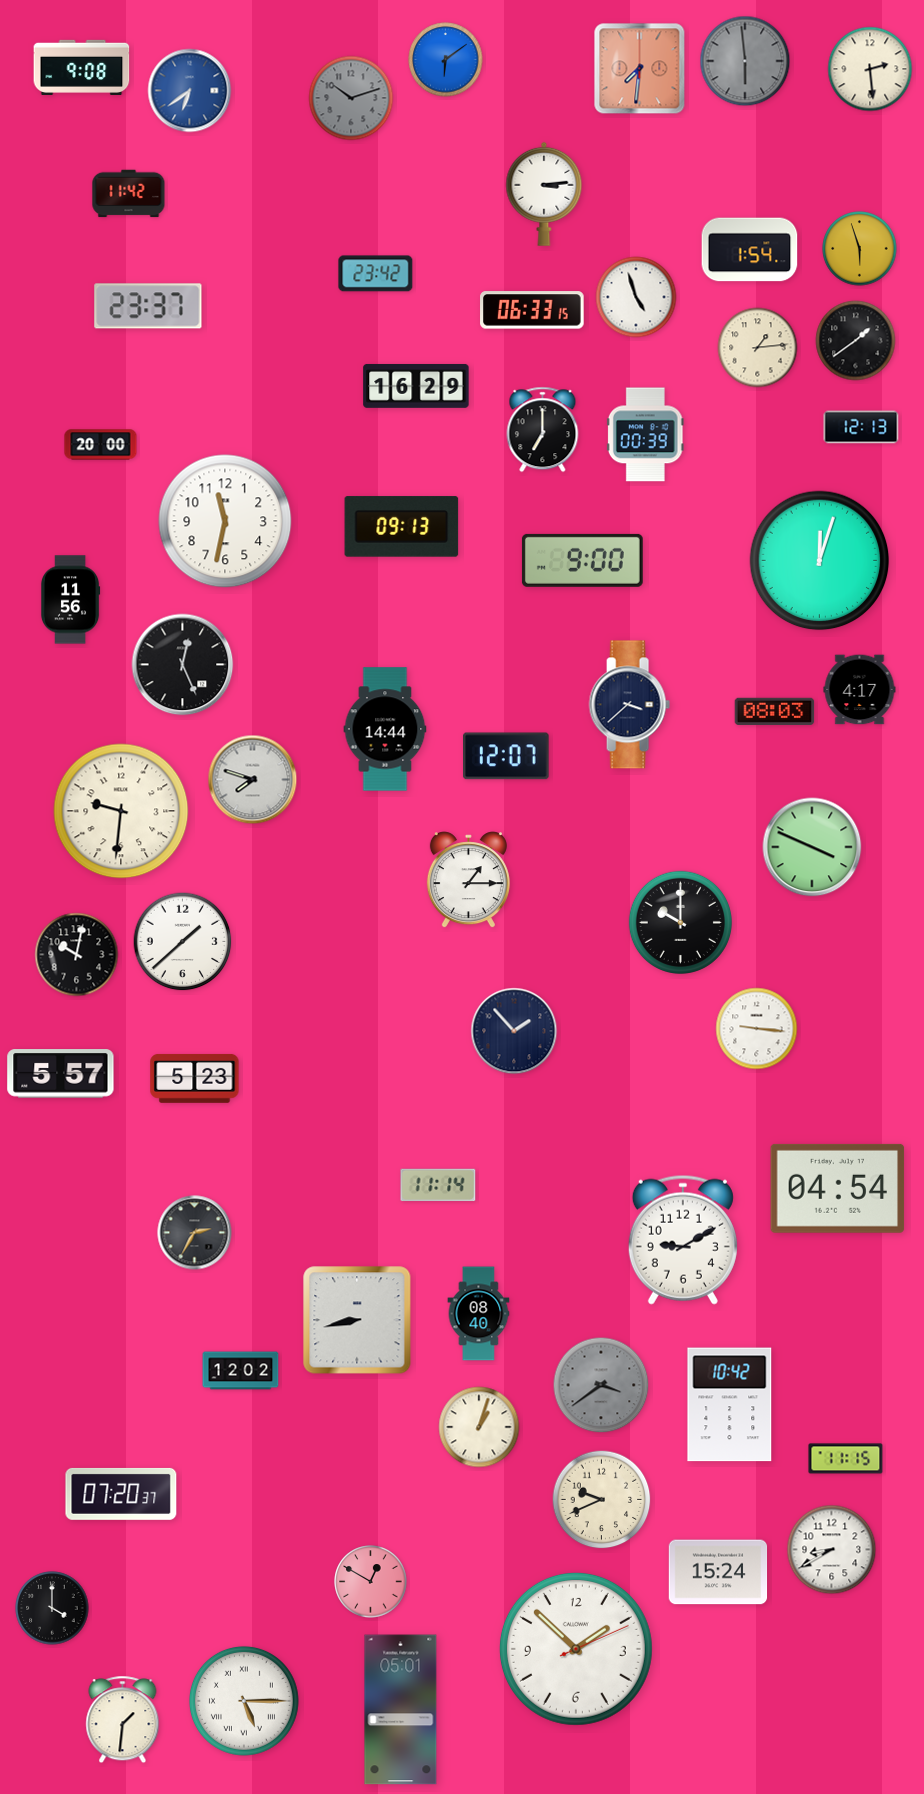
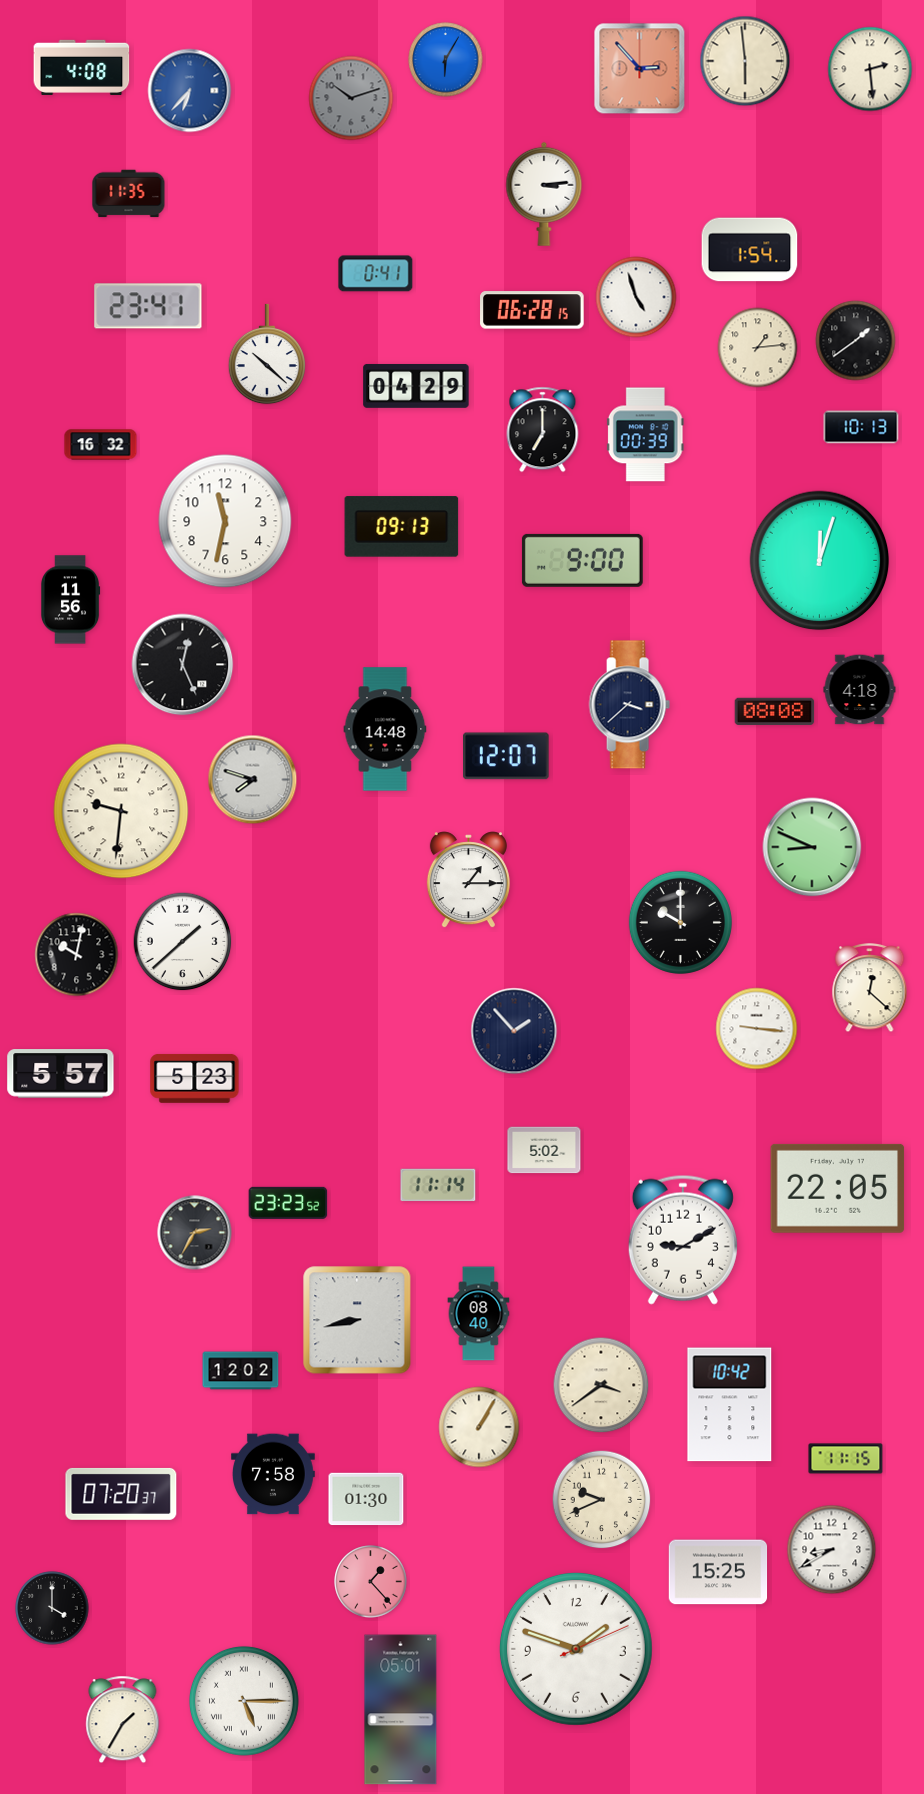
clock at (446, 60): 6:09 -> 6:05
clock at (745, 61) dial: grey -> cream
clock at (82, 67): 9:08 -> 4:08
clock at (640, 69): 7:31 -> 2:53
clock at (190, 91): 6:39 -> 6:37
clock at (129, 194): 11:42 -> 11:35
clock at (860, 249): 5:57 -> none
clock at (376, 274): 23:42 -> 0:41
clock at (148, 306): 23:37 -> 23:41
clock at (532, 310): 06:33 -> 06:28
clock at (266, 354): none -> 10:22
clock at (416, 386): 16:29 -> 04:29
clock at (861, 427): 12:13 -> 10:13
clock at (101, 445): 20:00 -> 16:32
clock at (860, 690): 4:17 -> 4:18
clock at (775, 711): 08:03 -> 08:08
clock at (385, 729): 14:44 -> 14:48
clock at (812, 847): 3:49 -> 8:49
clock at (870, 989): none -> 12:22
clock at (544, 1150): none -> 5:02
clock at (838, 1188): 04:54 -> 22:05
clock at (288, 1203): none -> 23:23
clock at (601, 1385) dial: grey -> cream
clock at (479, 1427): 1:03 -> 1:05
clock at (274, 1474): none -> 7:58
clock at (366, 1499): none -> 01:30
clock at (718, 1572): 15:24 -> 15:25
clock at (371, 1582): 12:50 -> 1:23
clock at (576, 1649): 1:52 -> 1:48
clock at (123, 1720): 1:31 -> 1:35
